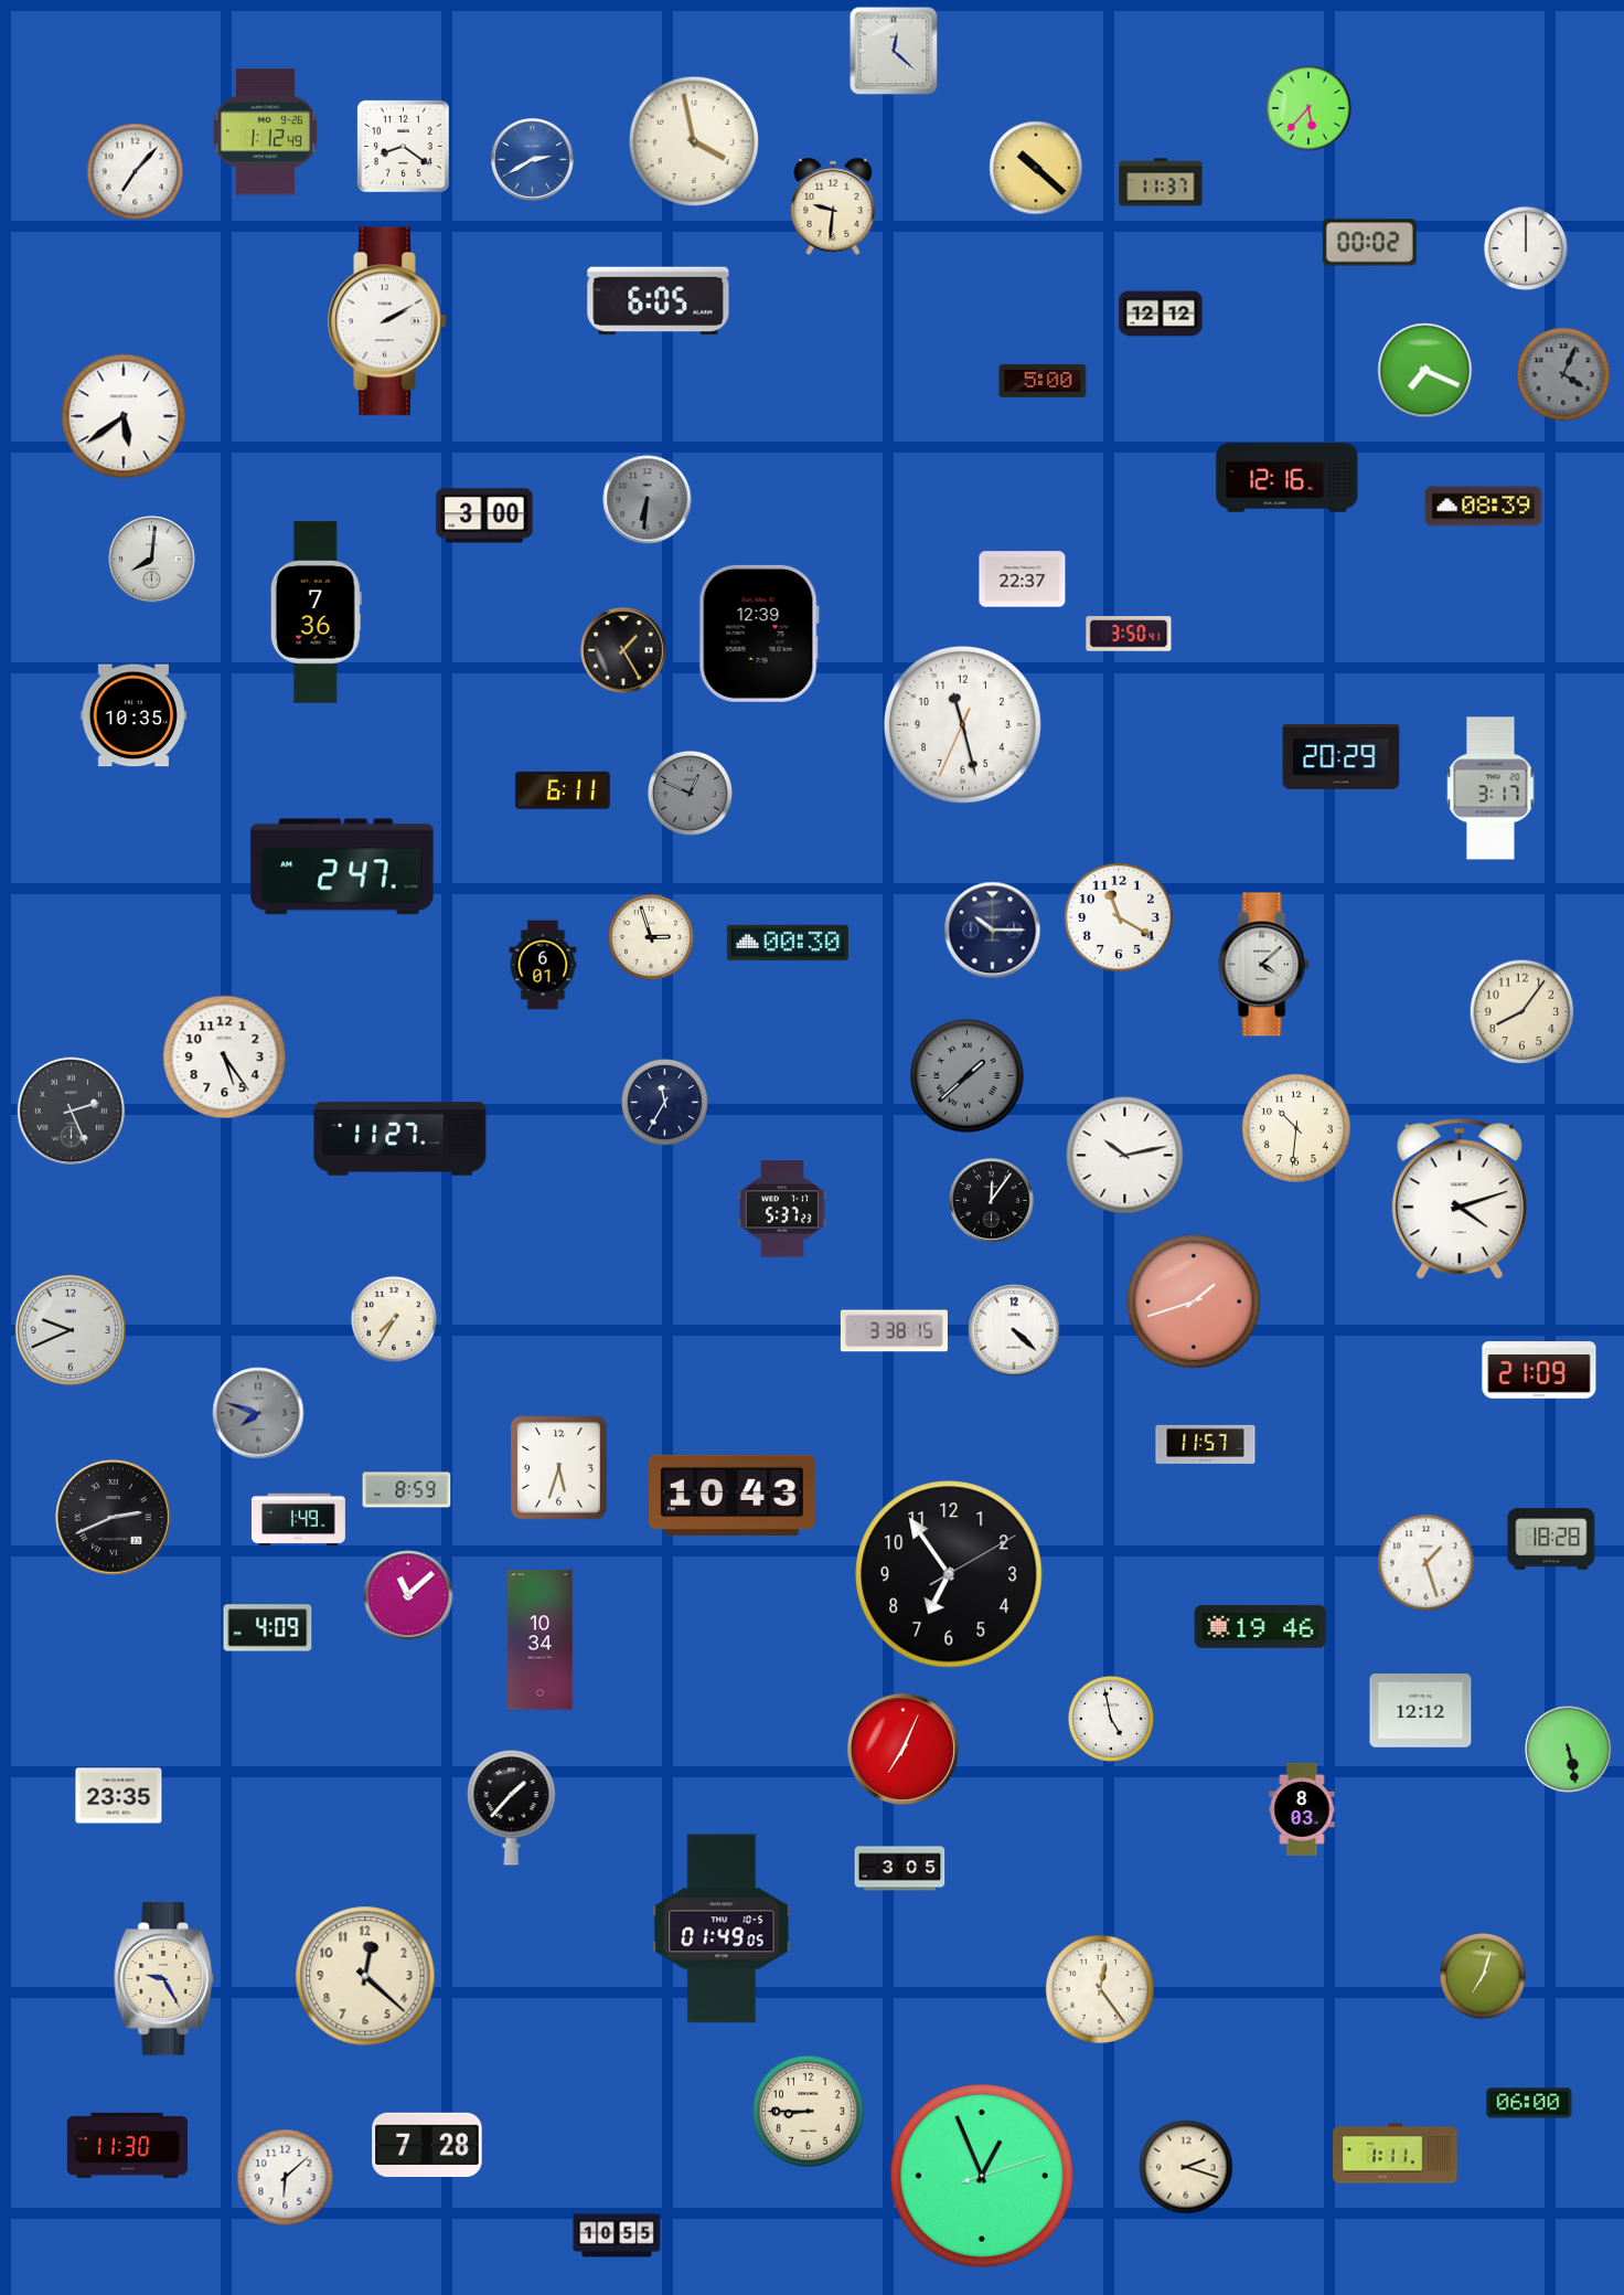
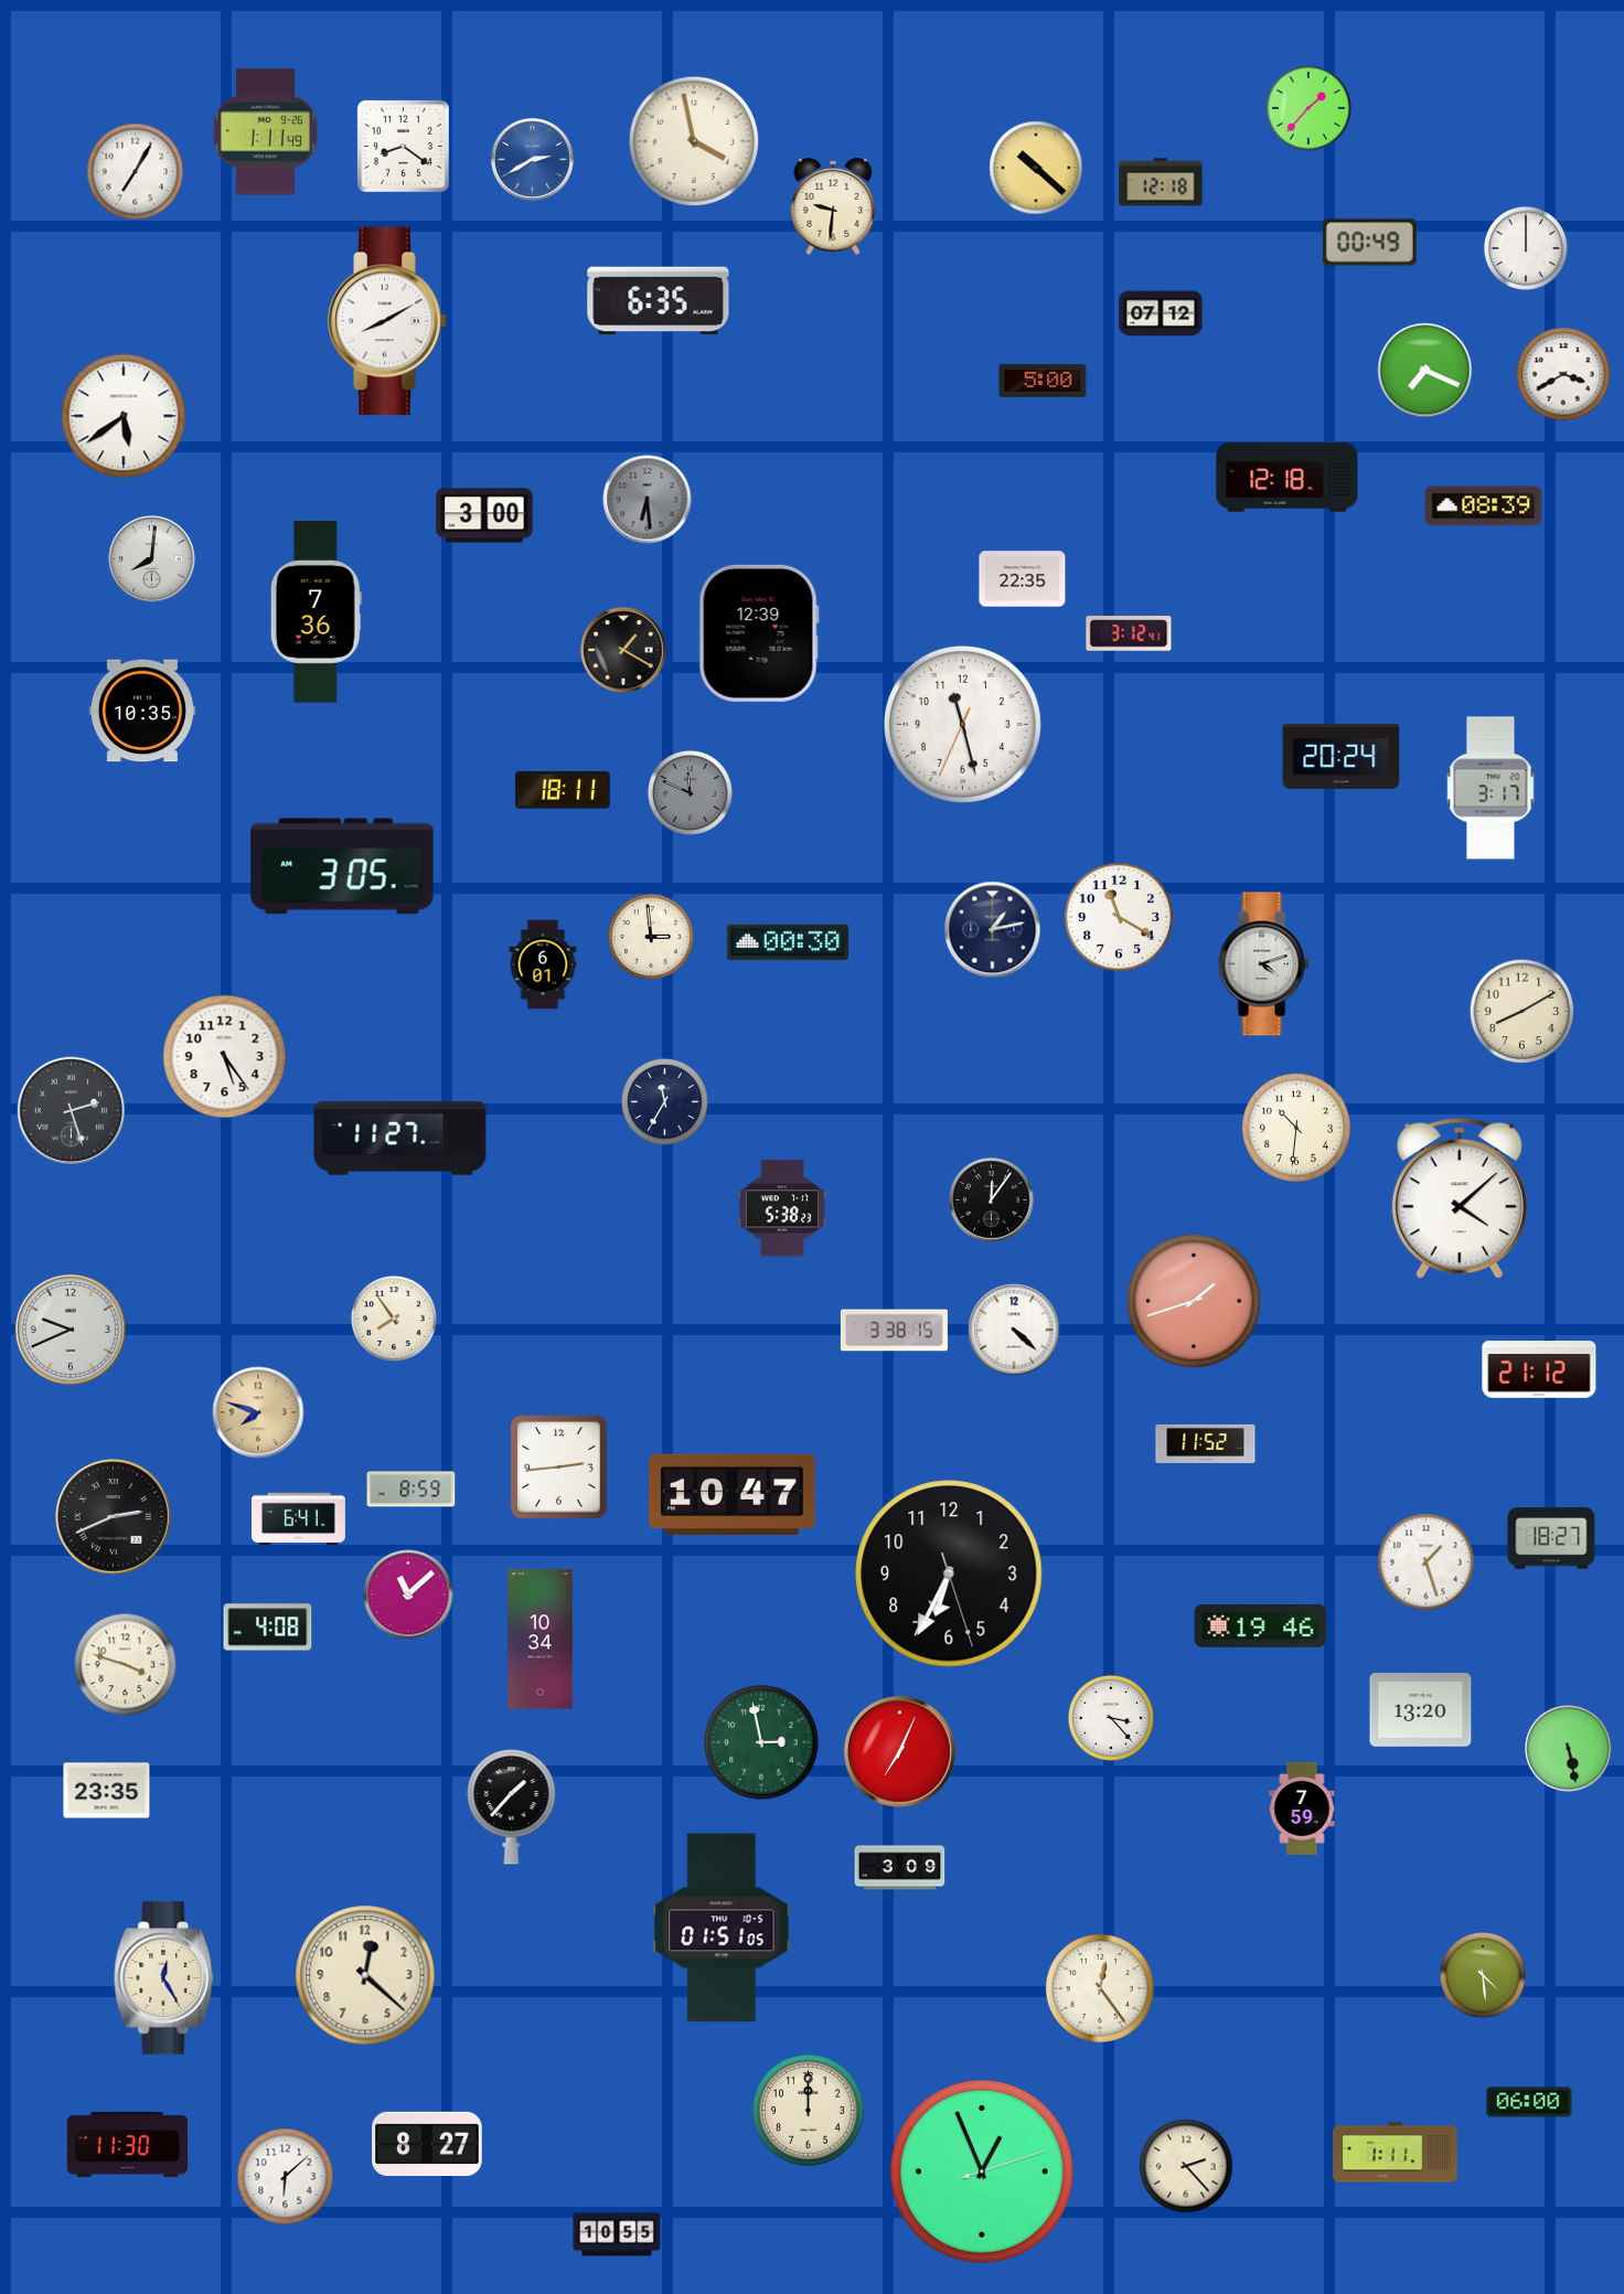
clock at (894, 51): 12:22 -> none
clock at (1308, 108): 5:37 -> 1:37
clock at (266, 132): 1:12 -> 1:11
clock at (136, 172): 7:07 -> 7:05
clock at (1161, 182): 11:37 -> 12:18
clock at (1369, 243): 00:02 -> 00:49
clock at (659, 301): 6:05 -> 6:35
clock at (1161, 314): 12:12 -> 07:12
clock at (387, 321): 2:10 -> 8:10
clock at (1563, 374): 4:04 -> 3:40
clock at (1563, 374) dial: grey -> white
clock at (1288, 478): 12:16 -> 12:18
clock at (648, 500): 6:31 -> 6:29
clock at (1023, 580): 22:37 -> 22:35
clock at (1129, 634): 3:50 -> 3:12
clock at (623, 650): 1:25 -> 1:20
clock at (133, 715) position: (133, 715) -> (142, 711)
clock at (1342, 756): 20:29 -> 20:24
clock at (563, 790): 6:11 -> 18:11
clock at (690, 793): 12:49 -> 11:49
clock at (342, 867): 2:47 -> 3:05
clock at (993, 931): 10:15 -> 1:13
clock at (651, 937): 2:57 -> 2:59
clock at (1263, 965): 4:08 -> 4:12
clock at (1522, 1012): 8:06 -> 8:10
clock at (968, 1076): 1:38 -> none
clock at (71, 1111): 2:26 -> 2:27
clock at (1125, 1156): 10:13 -> none
clock at (1460, 1199): 4:12 -> 4:08
clock at (782, 1209): 5:37 -> 5:38
clock at (394, 1319): 7:35 -> 7:54
clock at (1539, 1370): 21:09 -> 21:12
clock at (258, 1413) dial: grey -> champagne
clock at (1206, 1444): 11:57 -> 11:52
clock at (559, 1468): 5:33 -> 2:44
clock at (407, 1490) position: (407, 1490) -> (412, 1490)
clock at (733, 1495): 10:43 -> 10:47
clock at (298, 1520): 1:49 -> 6:41
clock at (1551, 1539): 18:28 -> 18:27
clock at (949, 1574): 6:54 -> 6:34
clock at (268, 1628): 4:09 -> 4:08
clock at (126, 1665): none -> 3:48
clock at (1421, 1711): 12:12 -> 13:20
clock at (1111, 1719): 4:58 -> 3:23
clock at (761, 1742): none -> 2:58
clock at (902, 1749) position: (902, 1749) -> (899, 1751)
clock at (119, 1796) position: (119, 1796) -> (107, 1791)
clock at (1302, 1809): 8:03 -> 7:59
clock at (900, 1869): 3:05 -> 3:09
clock at (722, 1929): 01:49 -> 01:51
clock at (1483, 1976): 7:03 -> 4:29
clock at (164, 1979): 9:25 -> 12:25
clock at (809, 2112): 8:45 -> 12:00
clock at (427, 2144): 7:28 -> 8:27
clock at (1186, 2167): 2:18 -> 2:23
clock at (982, 2176) position: (982, 2176) -> (982, 2172)
